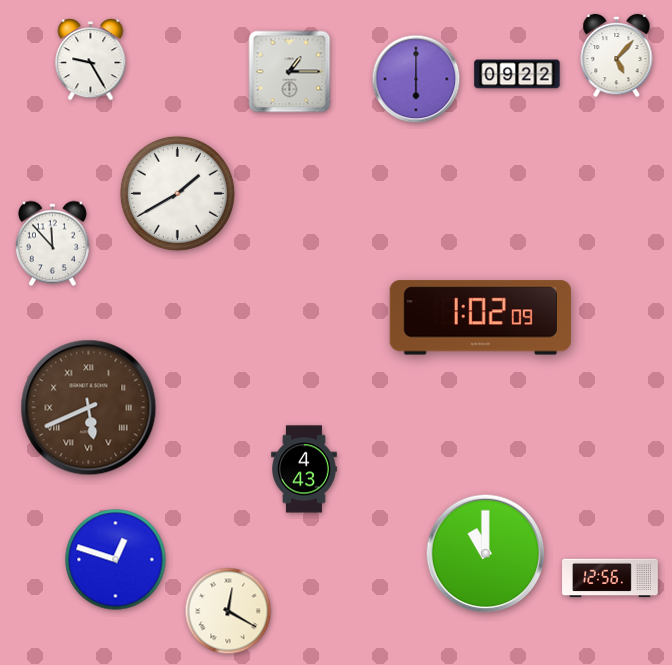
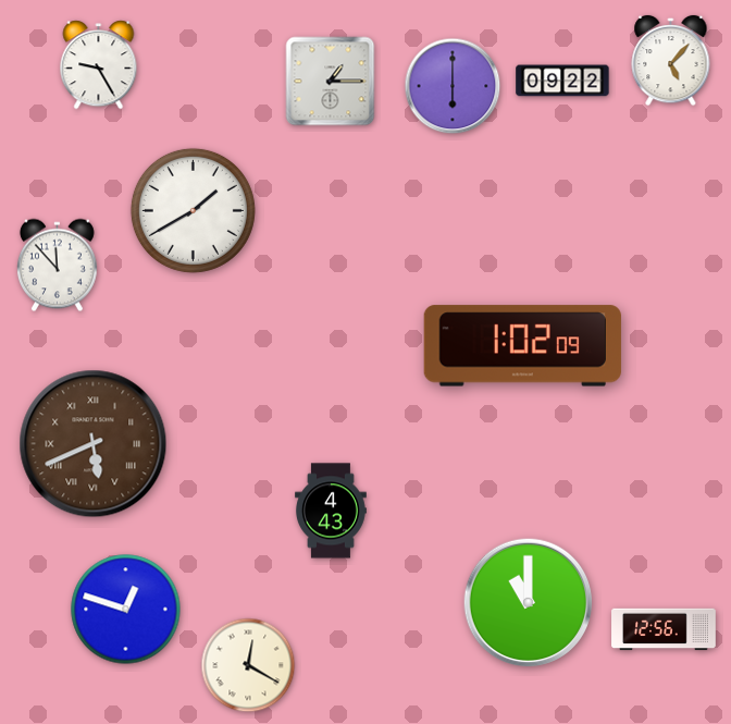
clock at (290, 72) position: (290, 72) -> (331, 82)
clock at (89, 408) position: (89, 408) -> (94, 444)
